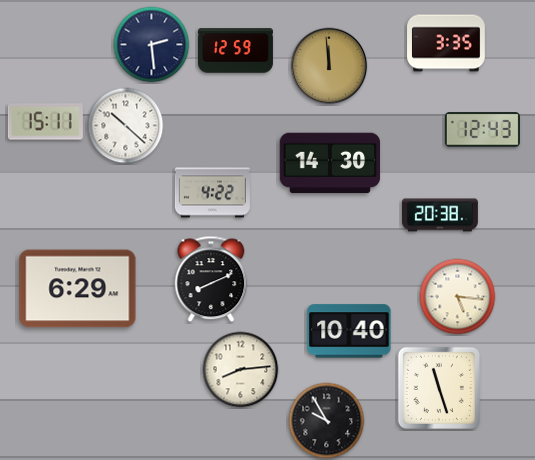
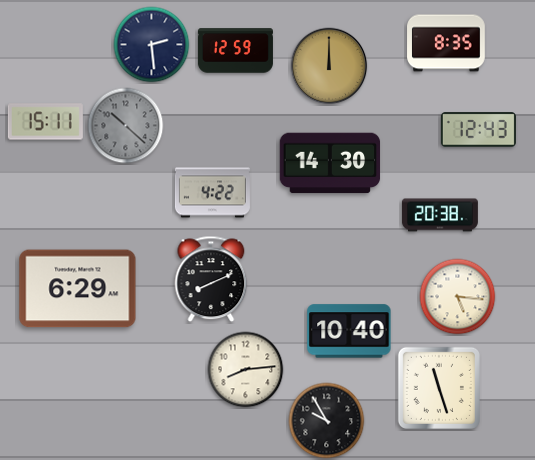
clock at (446, 43): 3:35 -> 8:35
clock at (329, 66): 11:59 -> 12:00
clock at (126, 126) dial: white -> grey
clock at (482, 130) position: (482, 130) -> (478, 130)
clock at (241, 370) position: (241, 370) -> (246, 370)
